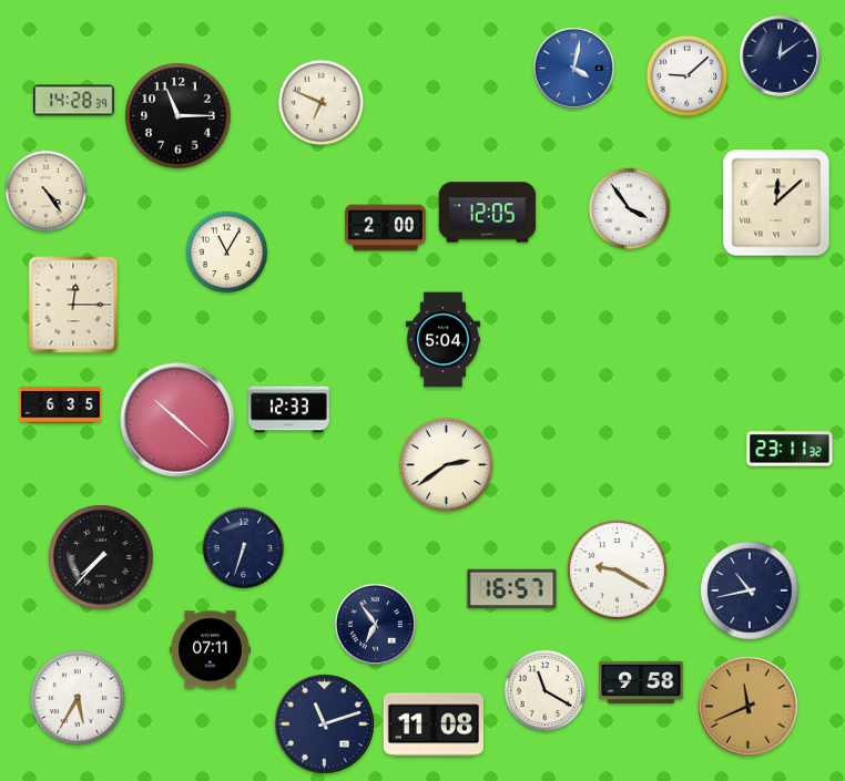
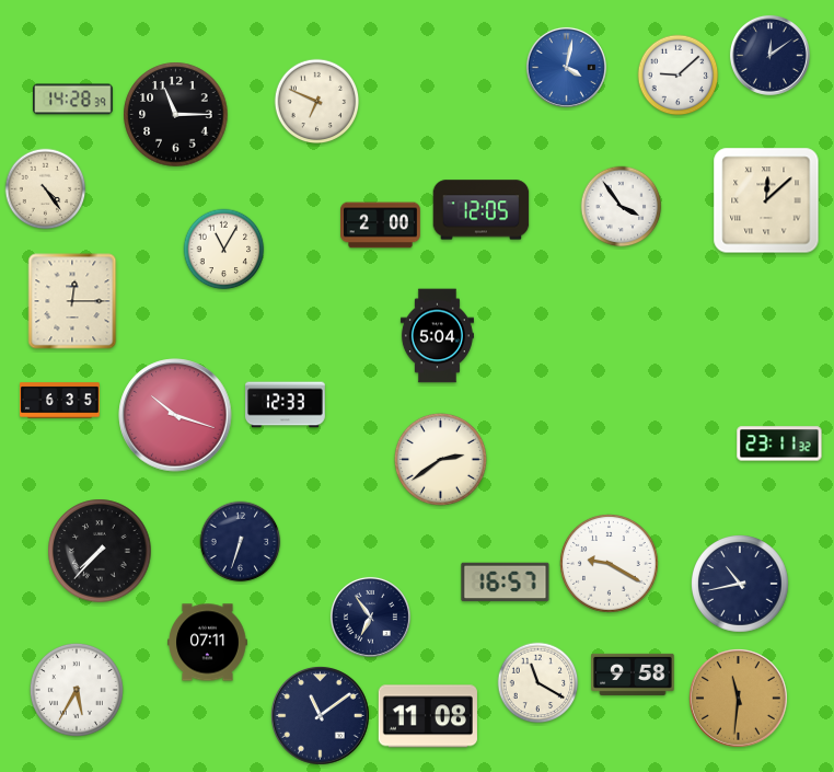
clock at (177, 420): 10:22 -> 10:18
clock at (749, 707): 11:41 -> 11:31
clock at (325, 725): 11:12 -> 11:09
